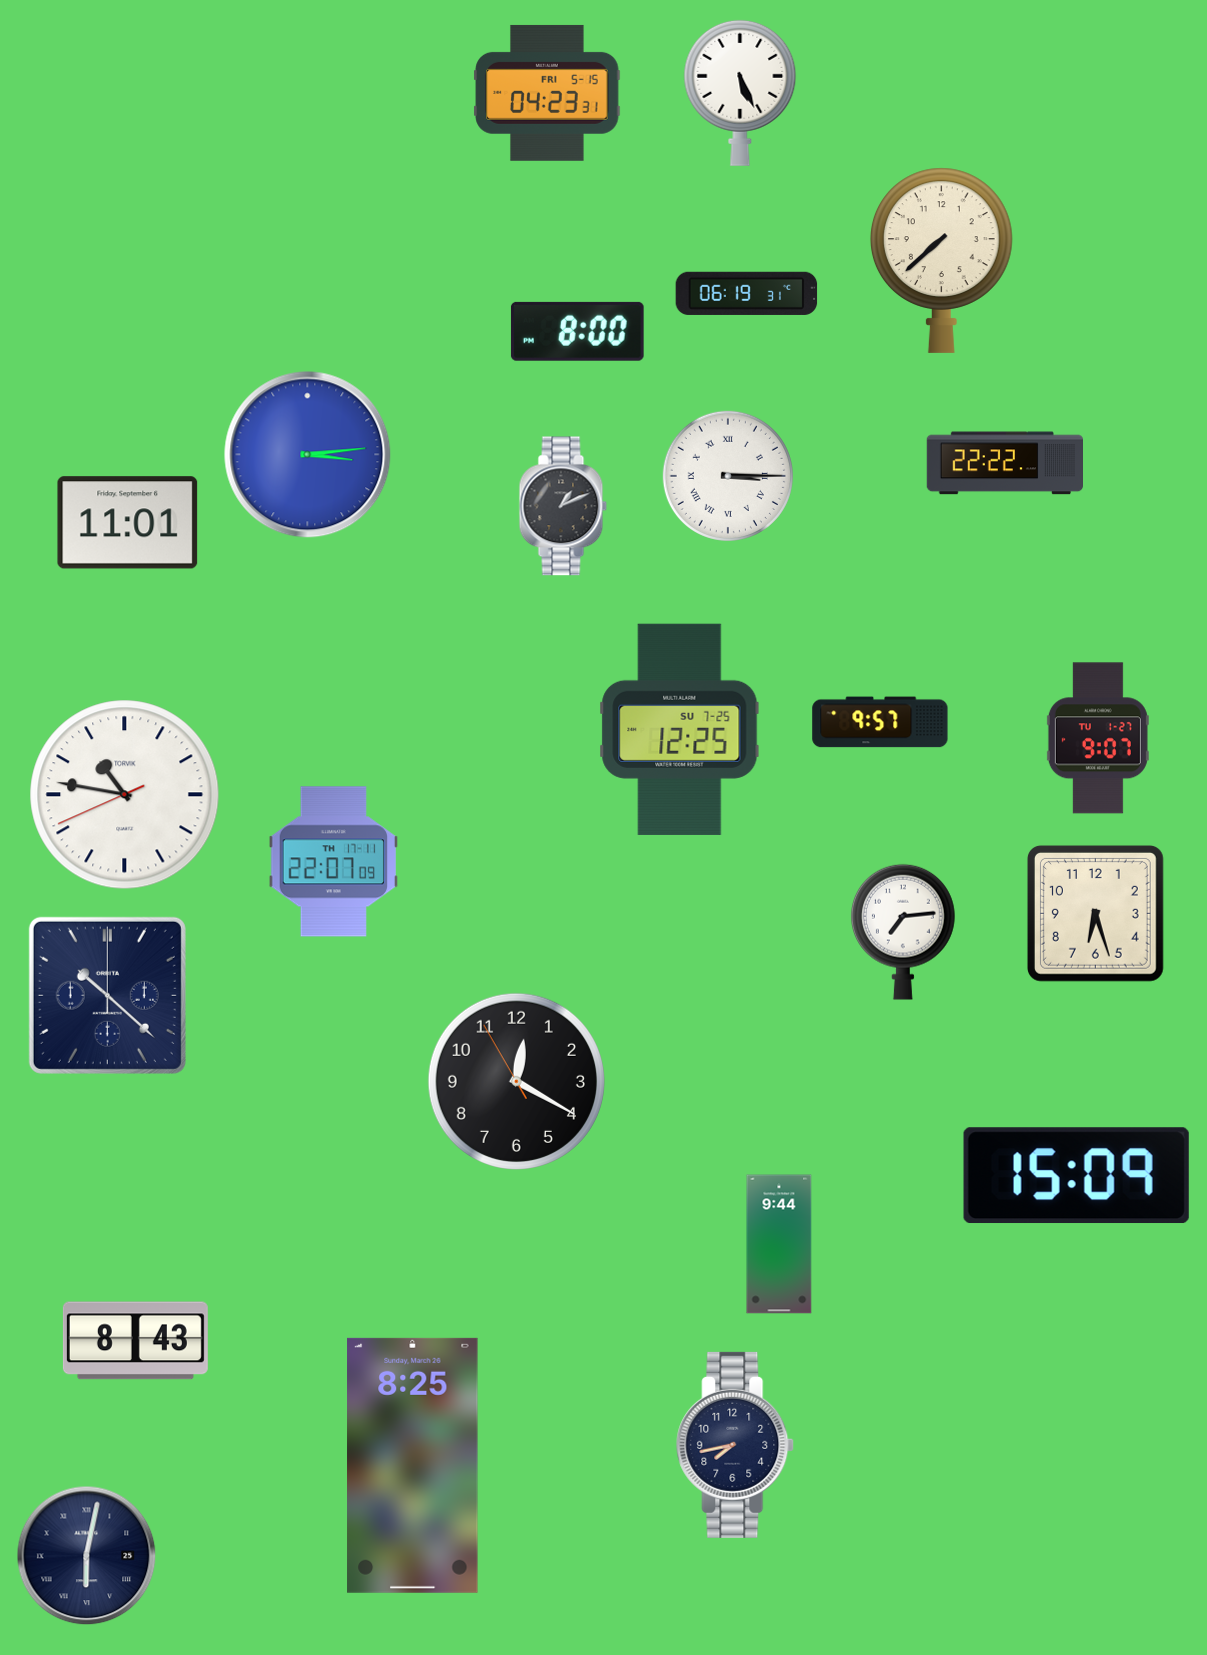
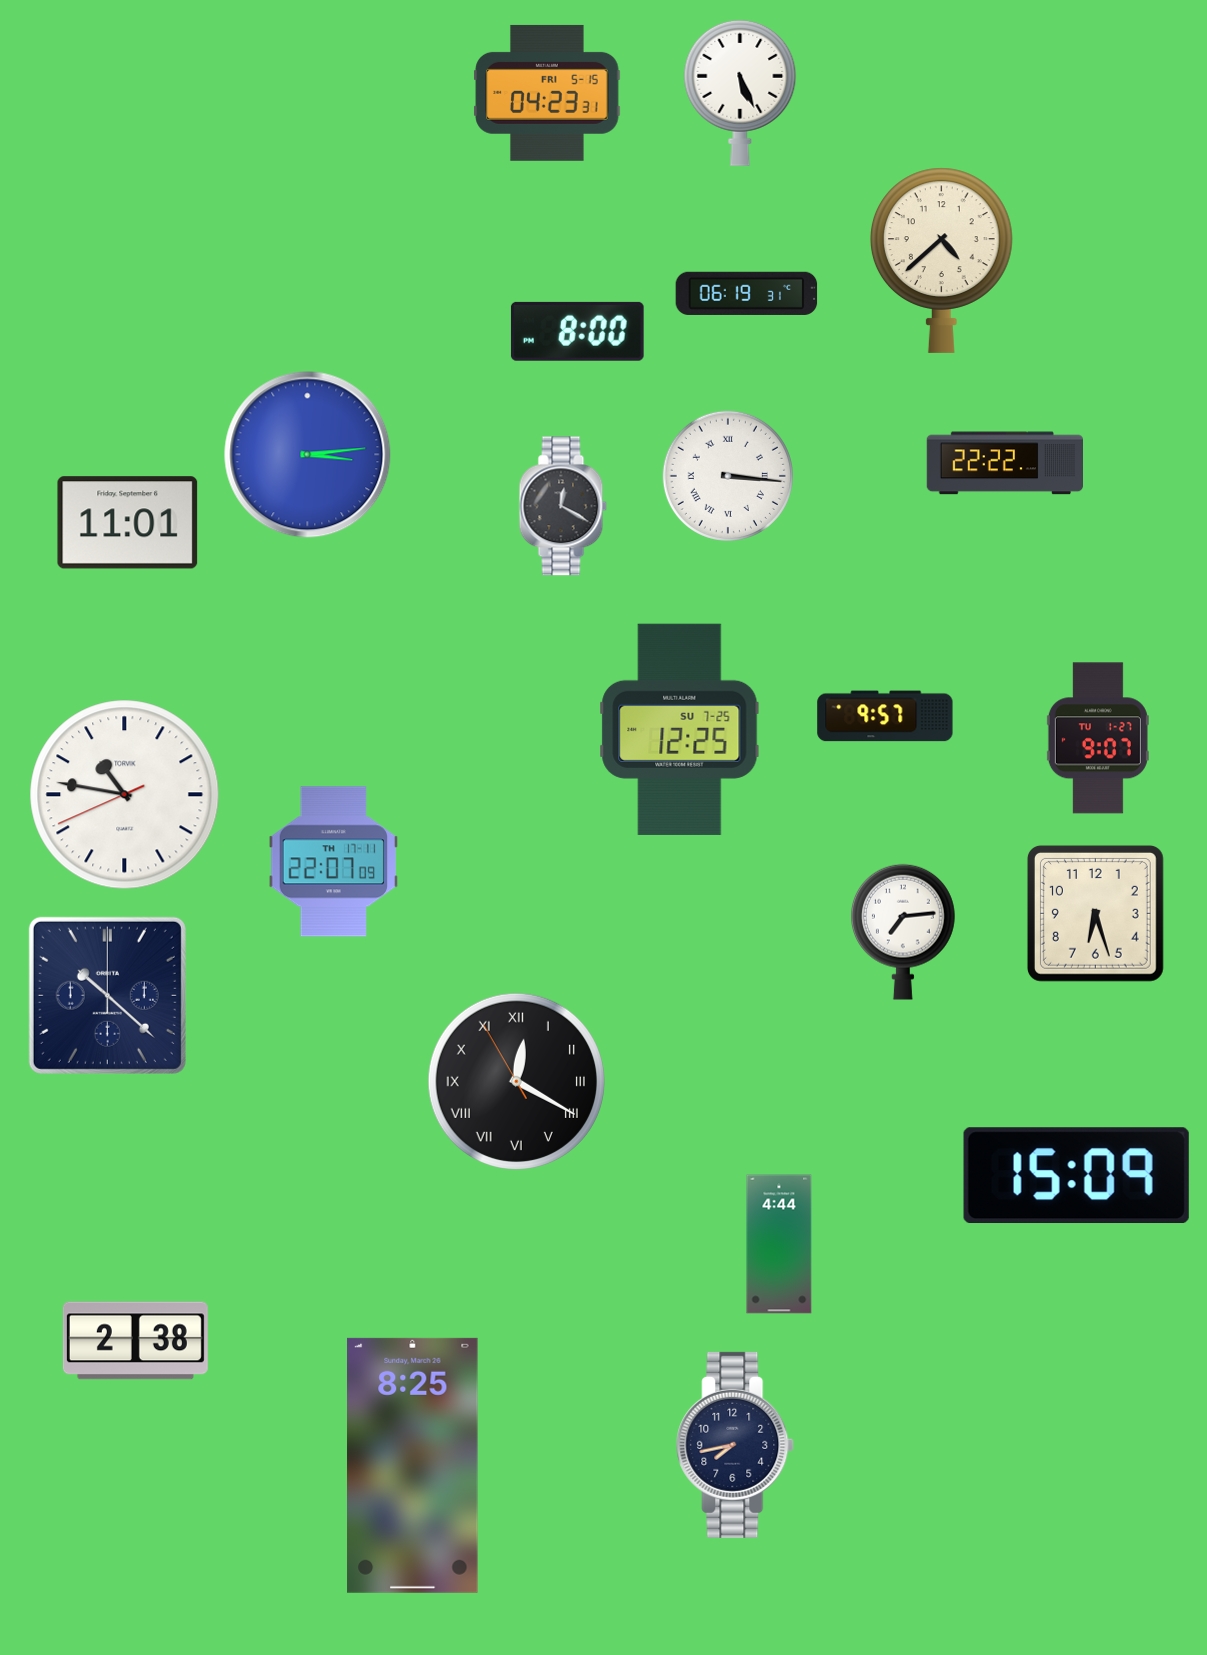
clock at (941, 260): 7:38 -> 4:38
clock at (728, 476): 3:15 -> 3:16
clock at (563, 506): 1:11 -> 12:20
clock at (880, 722) position: (880, 722) -> (885, 716)
clock at (516, 1081) numerals: Arabic -> Roman
clock at (779, 1244): 9:44 -> 4:44
clock at (135, 1341): 8:43 -> 2:38
clock at (87, 1556): 6:02 -> none
